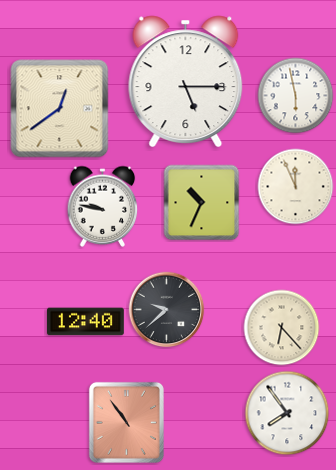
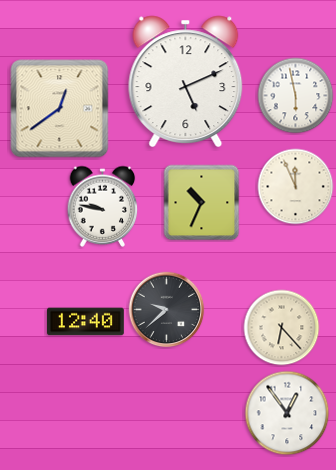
clock at (186, 82): 5:15 -> 5:11
clock at (287, 413): 7:54 -> 12:54
clock at (126, 422): 10:54 -> none
